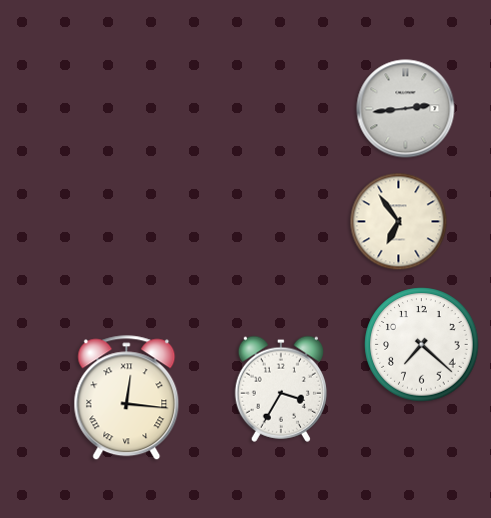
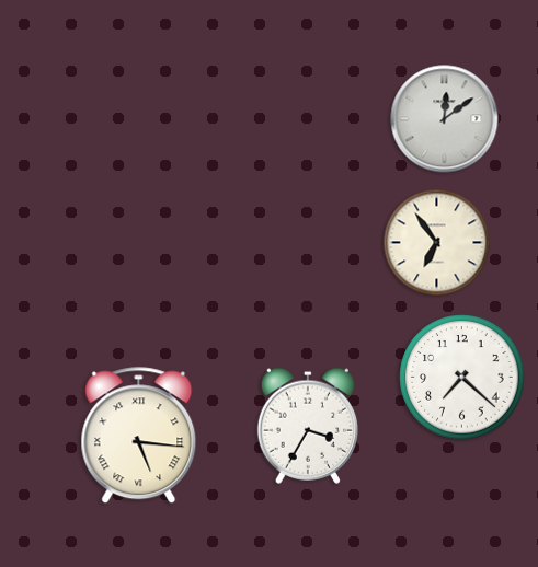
clock at (406, 109): 2:44 -> 12:09
clock at (127, 398): 12:16 -> 5:16
